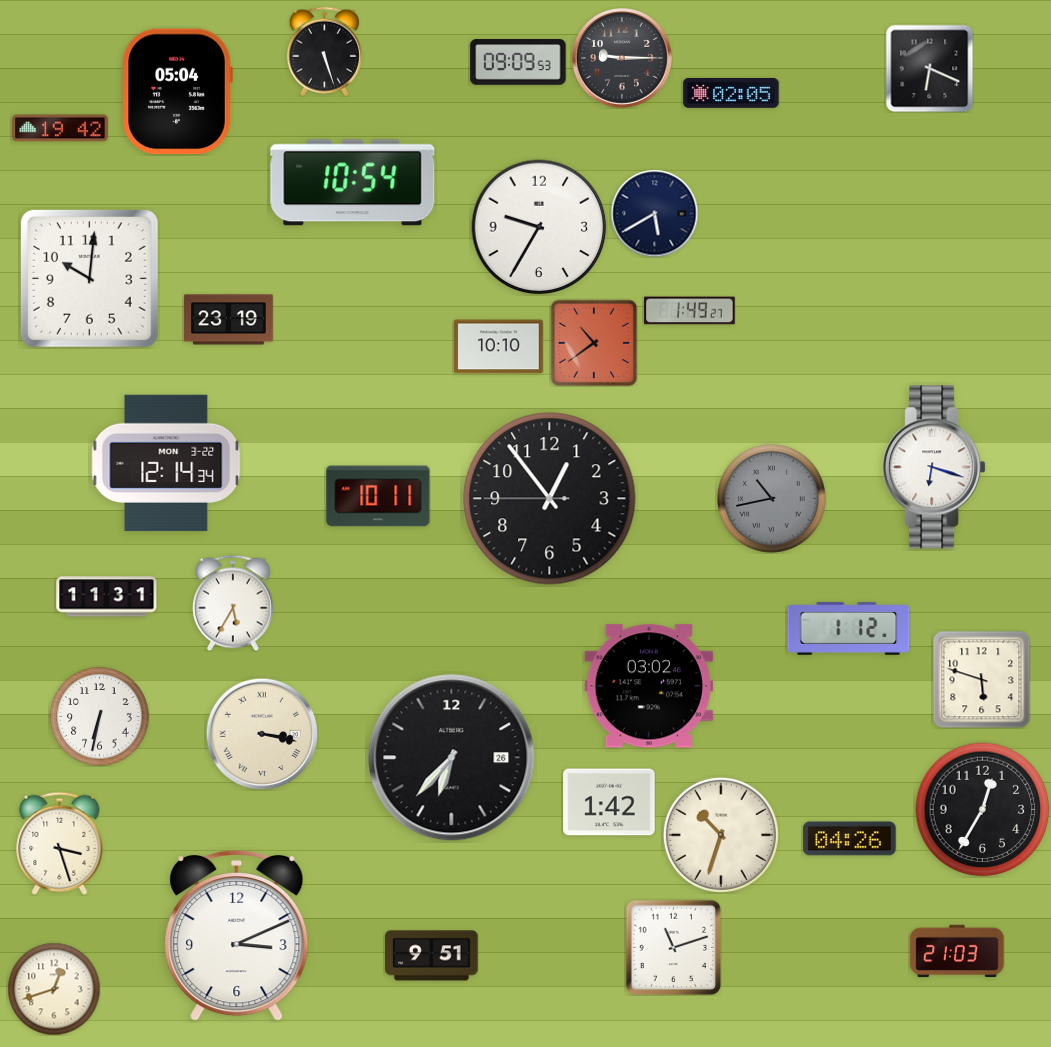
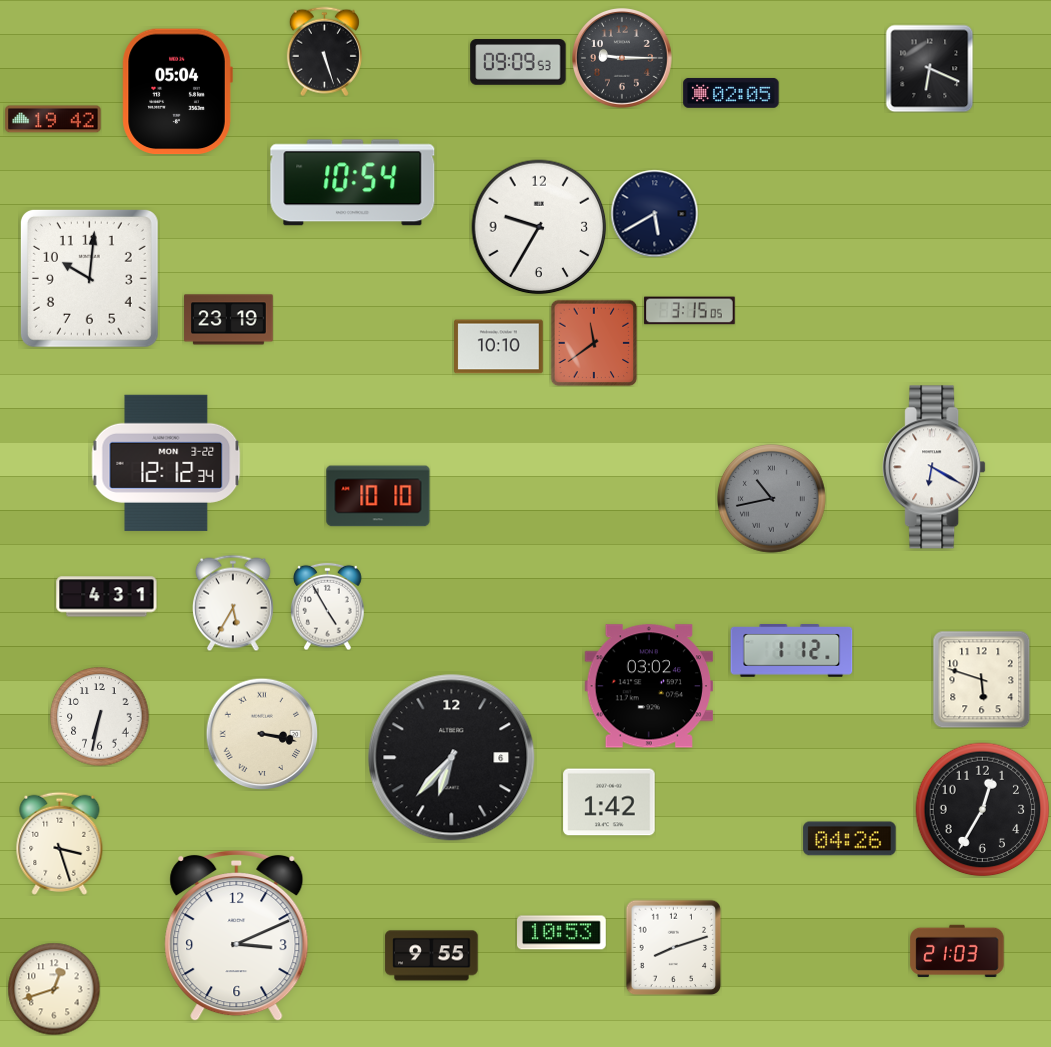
clock at (60, 128) position: (60, 128) -> (53, 119)
clock at (690, 311): 1:49 -> 3:15
clock at (594, 343): 10:39 -> 11:39
clock at (166, 463): 12:14 -> 12:12
clock at (934, 467): 6:18 -> 6:20
clock at (378, 496): 10:11 -> 10:10
clock at (550, 499): 12:53 -> none
clock at (107, 597): 11:31 -> 4:31
clock at (328, 606): none -> 4:55
clock at (849, 629) position: (849, 629) -> (792, 651)
clock at (452, 758) date: 26 -> 6
clock at (721, 835): 10:33 -> none
clock at (562, 933): none -> 10:53
clock at (673, 947): 11:12 -> 8:12
clock at (432, 956): 9:51 -> 9:55
